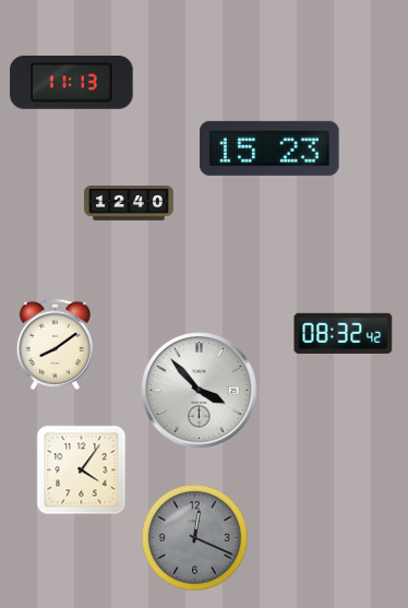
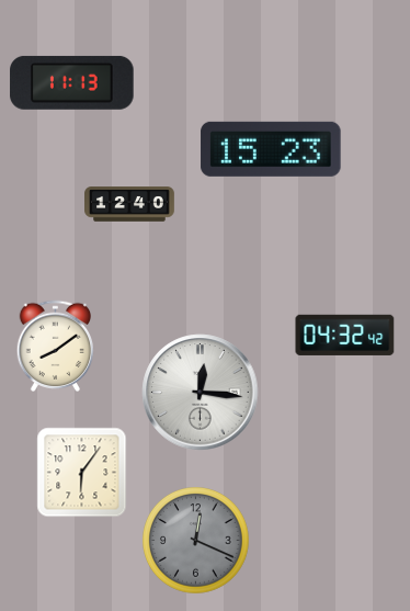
clock at (344, 333): 08:32 -> 04:32
clock at (200, 391): 3:53 -> 12:16
clock at (82, 470): 4:06 -> 6:06
